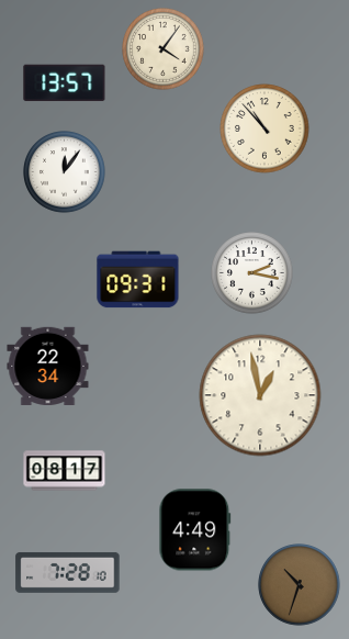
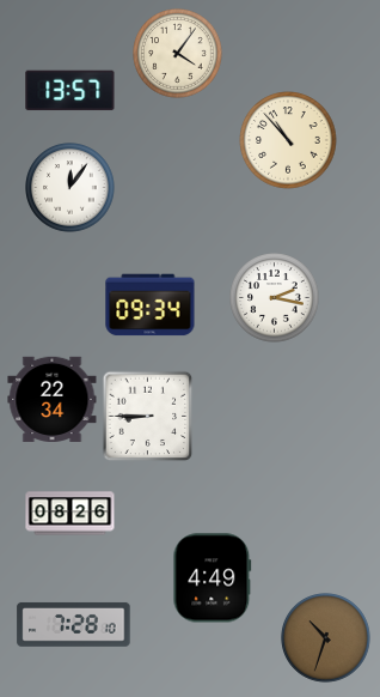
clock at (138, 280): 09:31 -> 09:34
clock at (148, 417): none -> 8:45
clock at (260, 395): 12:58 -> none
clock at (65, 471): 08:17 -> 08:26
